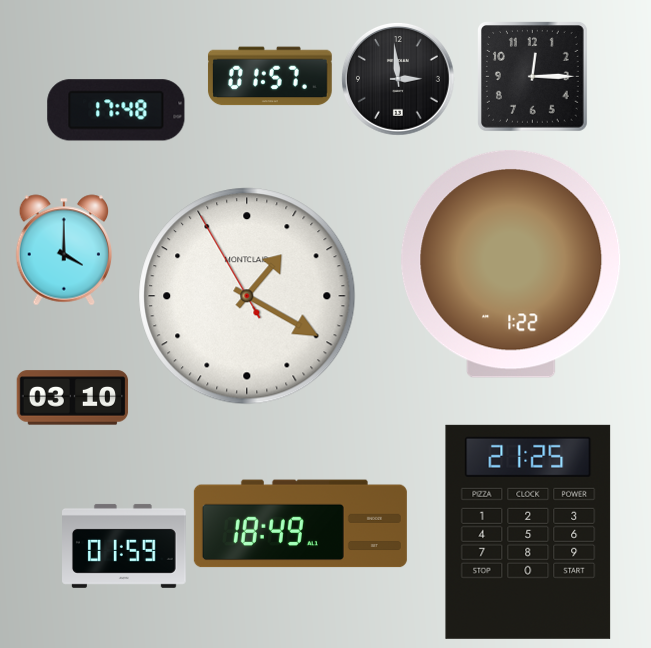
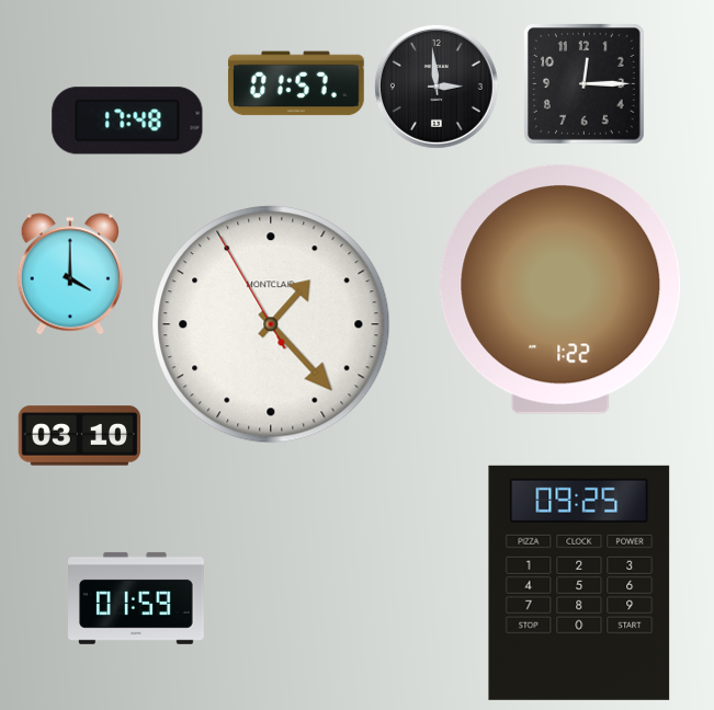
clock at (247, 296): 1:19 -> 1:22
clock at (300, 524): 18:49 -> none
clock at (528, 532): 21:25 -> 09:25
